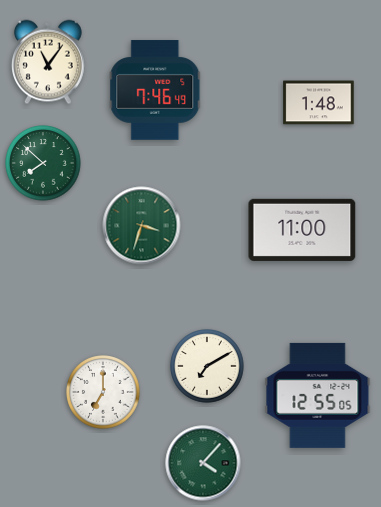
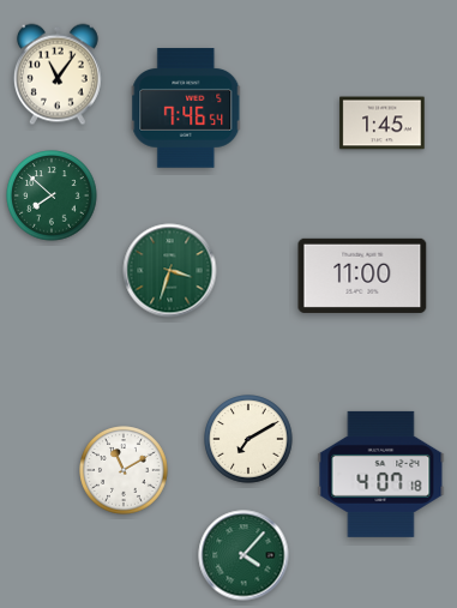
clock at (155, 90): 7:46:49 -> 7:46:54
clock at (319, 103): 1:48 -> 1:45
clock at (103, 392): 7:00 -> 11:10
clock at (318, 395): 12:55 -> 4:07
